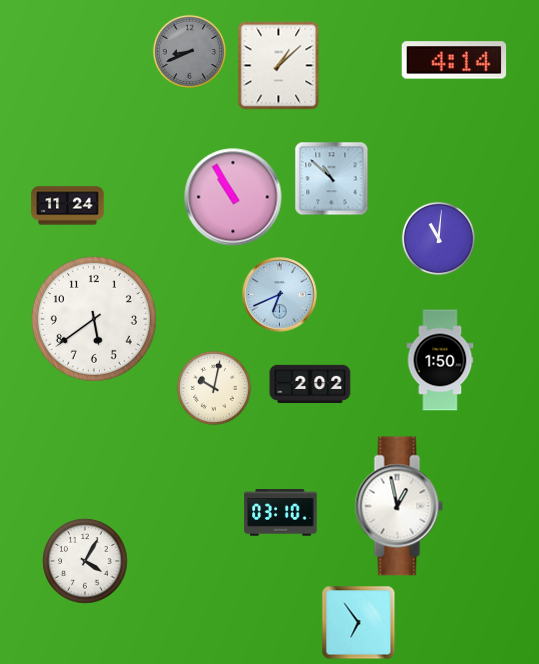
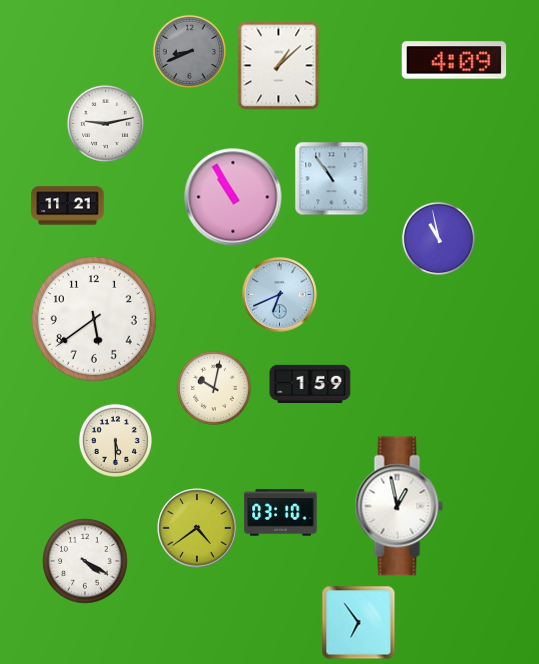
clock at (454, 60): 4:14 -> 4:09
clock at (105, 123): none -> 9:13
clock at (332, 179): 10:52 -> 10:54
clock at (68, 206): 11:24 -> 11:21
clock at (438, 238): 11:01 -> 10:58
clock at (440, 360): 1:50 -> none
clock at (310, 383): 2:02 -> 1:59
clock at (115, 440): none -> 5:30
clock at (197, 528): none -> 4:39
clock at (85, 561): 4:05 -> 4:20
